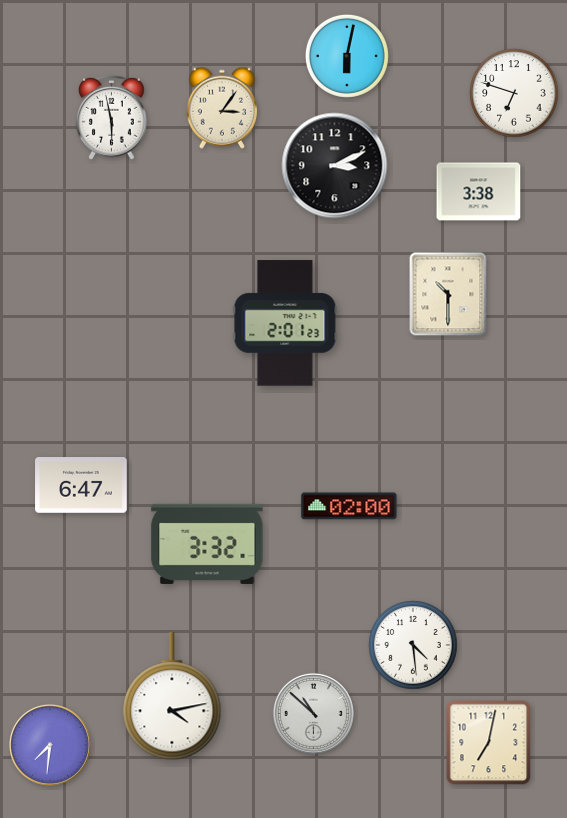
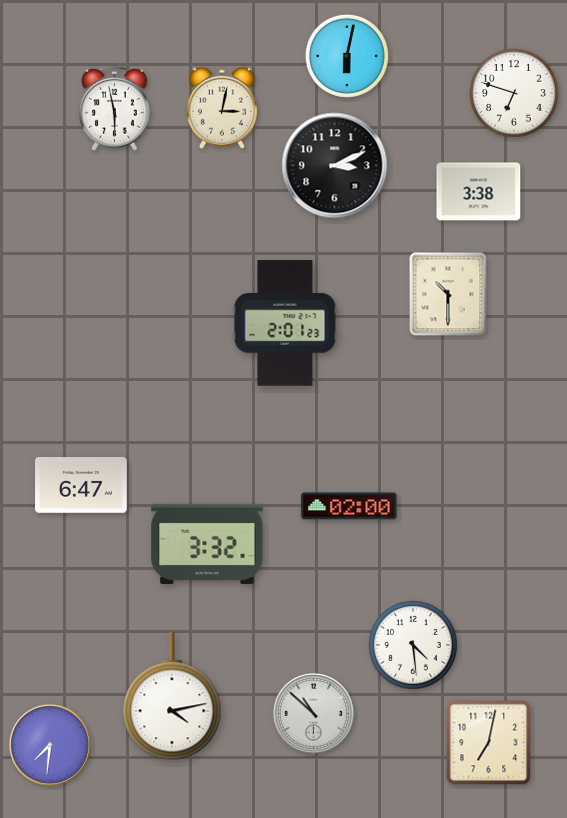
clock at (222, 108): 3:06 -> 3:02
clock at (112, 117) position: (112, 117) -> (115, 108)
